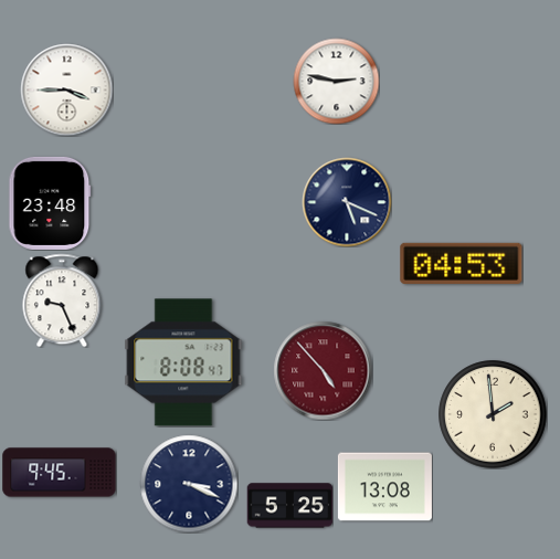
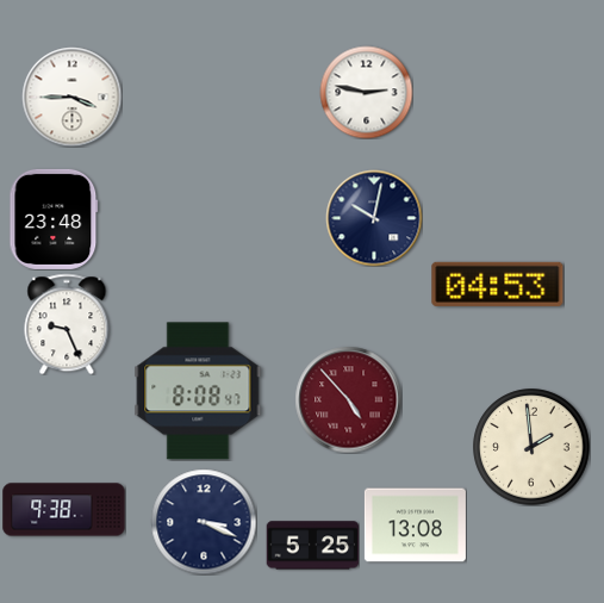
clock at (336, 81) position: (336, 81) -> (366, 92)
clock at (347, 202): 5:19 -> 10:02
clock at (60, 473): 9:45 -> 9:38
